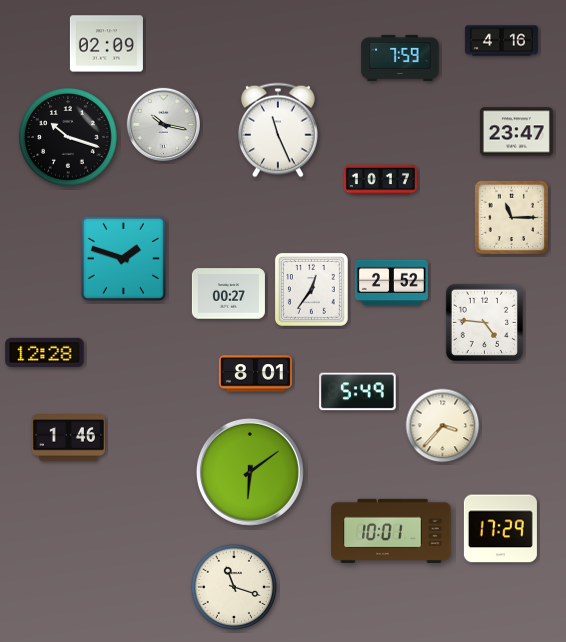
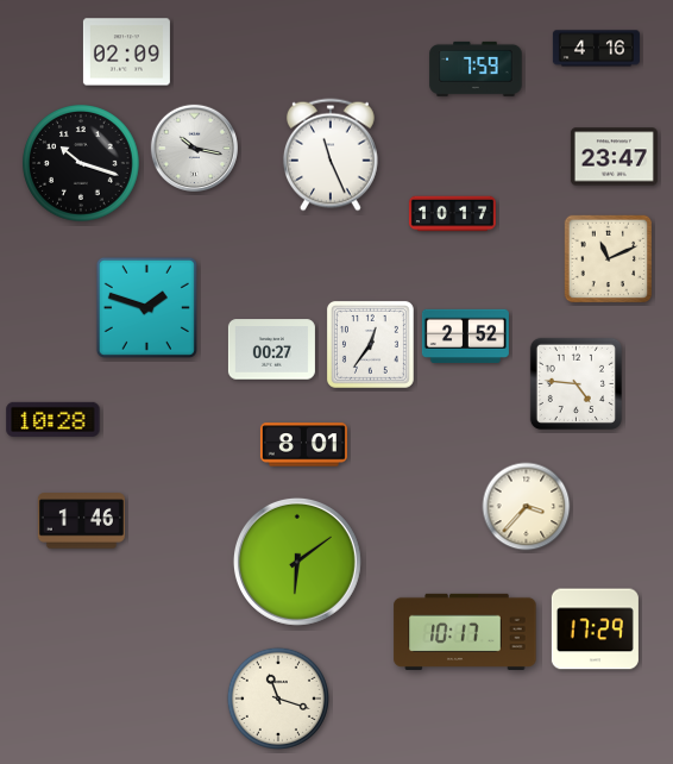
clock at (512, 218): 11:15 -> 11:11
clock at (45, 352): 12:28 -> 10:28
clock at (358, 392): 5:49 -> none
clock at (391, 531): 10:01 -> 10:17
